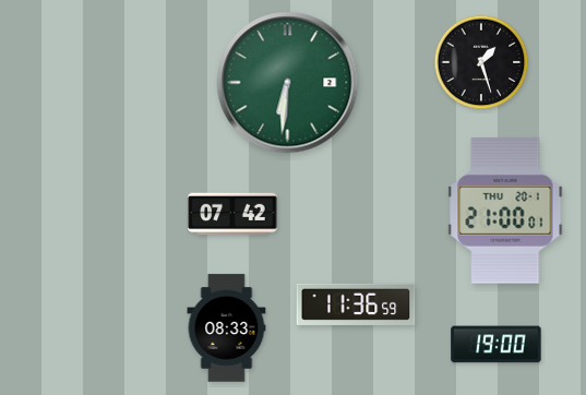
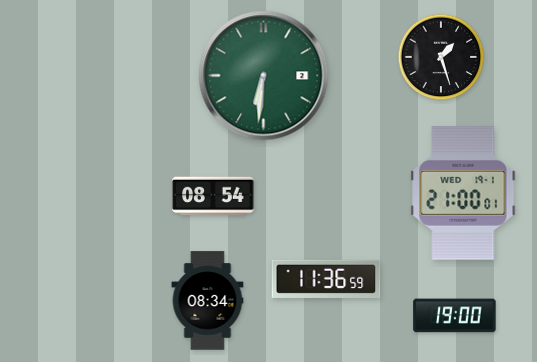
clock at (505, 211) date: THU 20-1 -> WED 19-1
clock at (232, 214): 07:42 -> 08:54
clock at (227, 328): 08:33 -> 08:34
